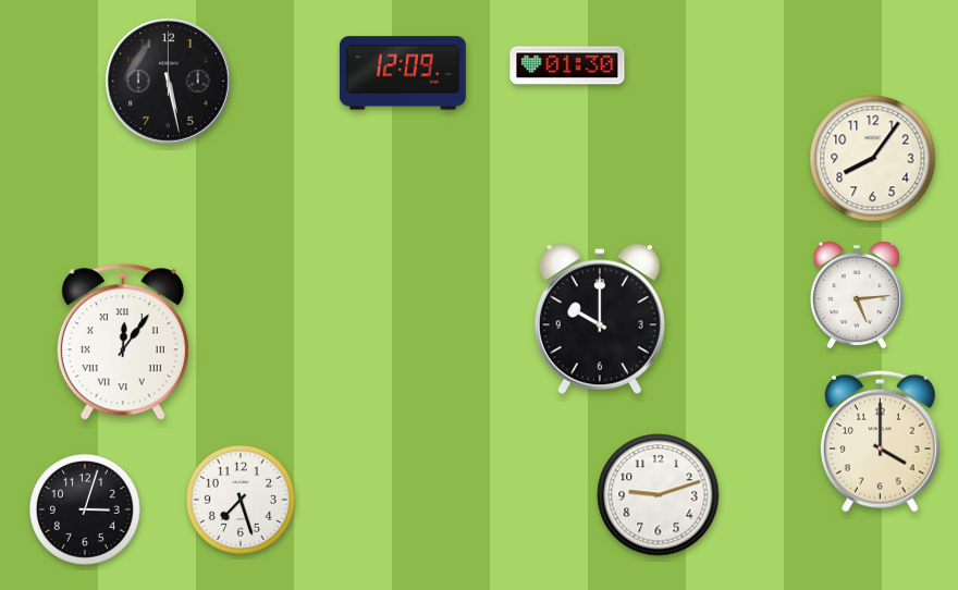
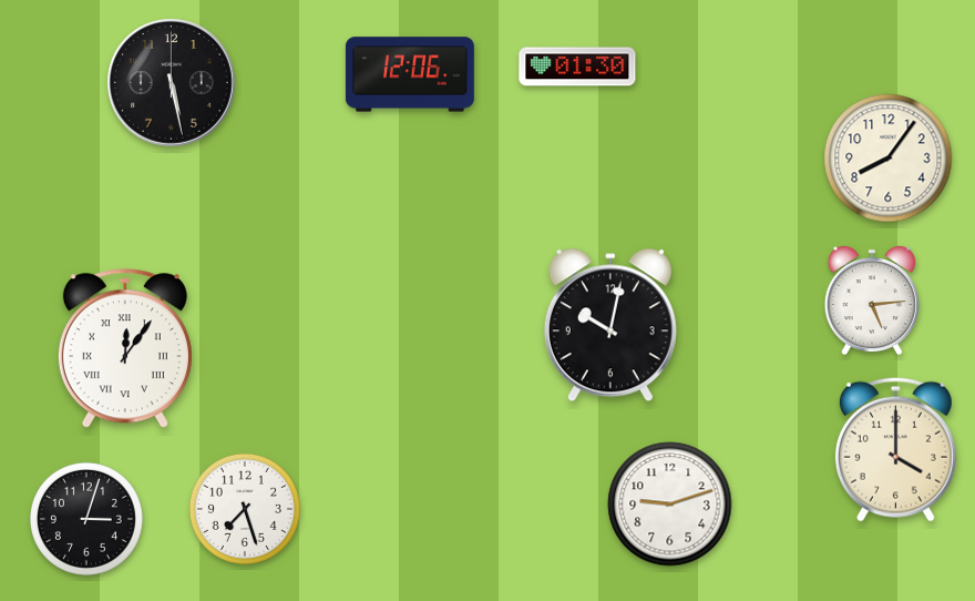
clock at (403, 73): 12:09 -> 12:06
clock at (873, 159) position: (873, 159) -> (889, 159)
clock at (600, 319): 10:00 -> 10:02
